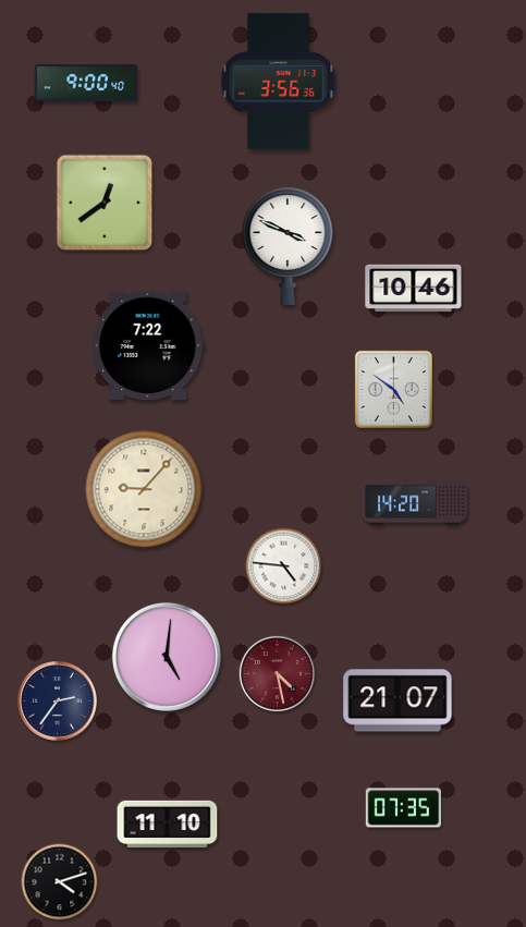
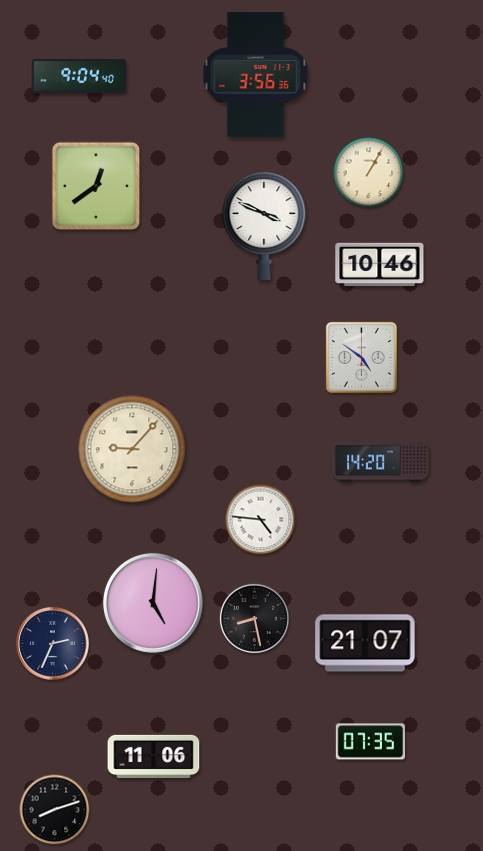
clock at (86, 83): 9:00 -> 9:04
clock at (369, 173): none -> 1:05
clock at (148, 344): 7:22 -> none
clock at (277, 673): 4:28 -> 8:28
clock at (277, 673) dial: burgundy -> black
clock at (58, 702): 2:36 -> 2:34
clock at (168, 825): 11:10 -> 11:06
clock at (60, 882): 4:12 -> 8:12
